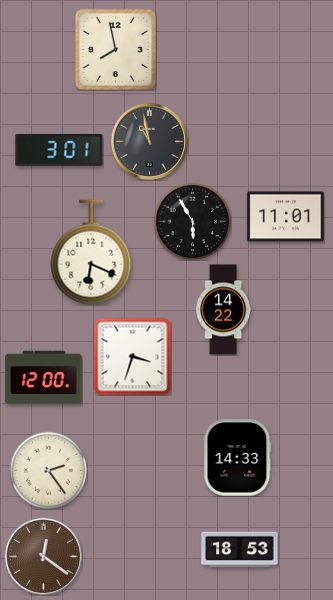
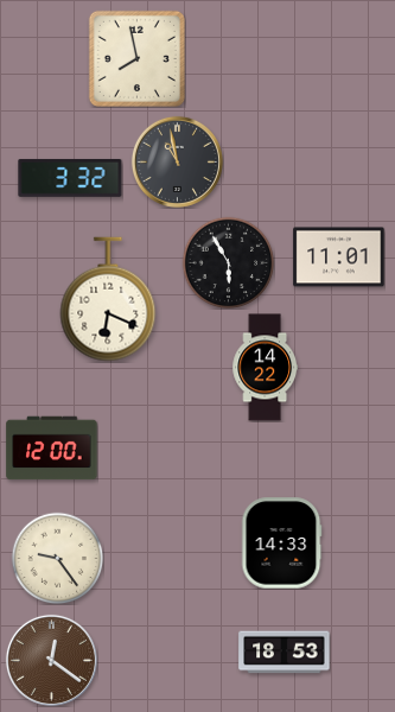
clock at (149, 141) position: (149, 141) -> (177, 161)
clock at (59, 150): 3:01 -> 3:32
clock at (132, 356): 3:33 -> none
clock at (48, 470): 2:24 -> 9:24
